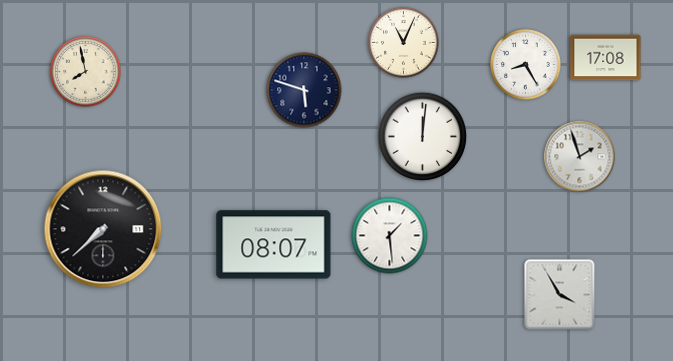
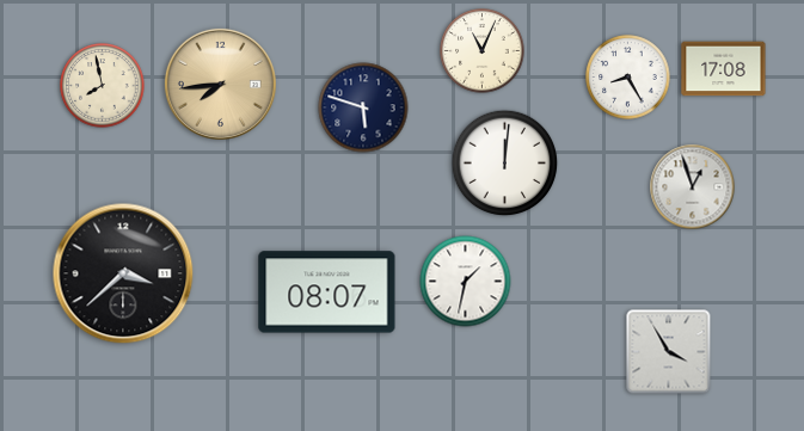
clock at (220, 84): none -> 7:44
clock at (580, 157): 1:57 -> 12:57
clock at (103, 229): 7:38 -> 3:38
clock at (390, 236): 1:29 -> 1:32
